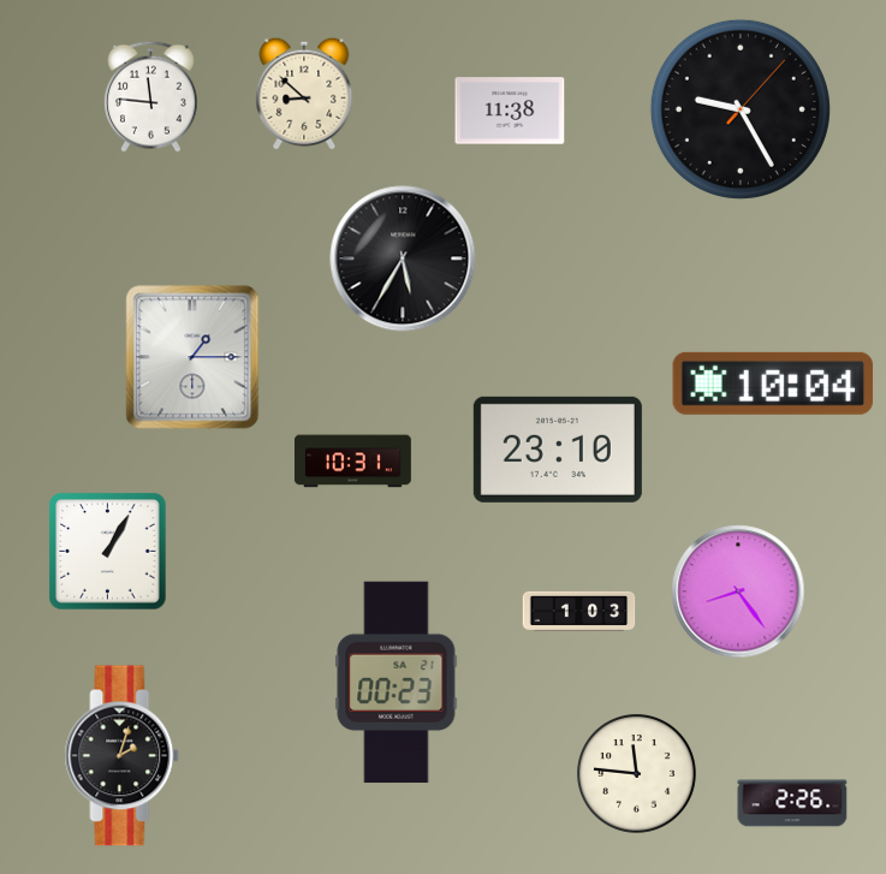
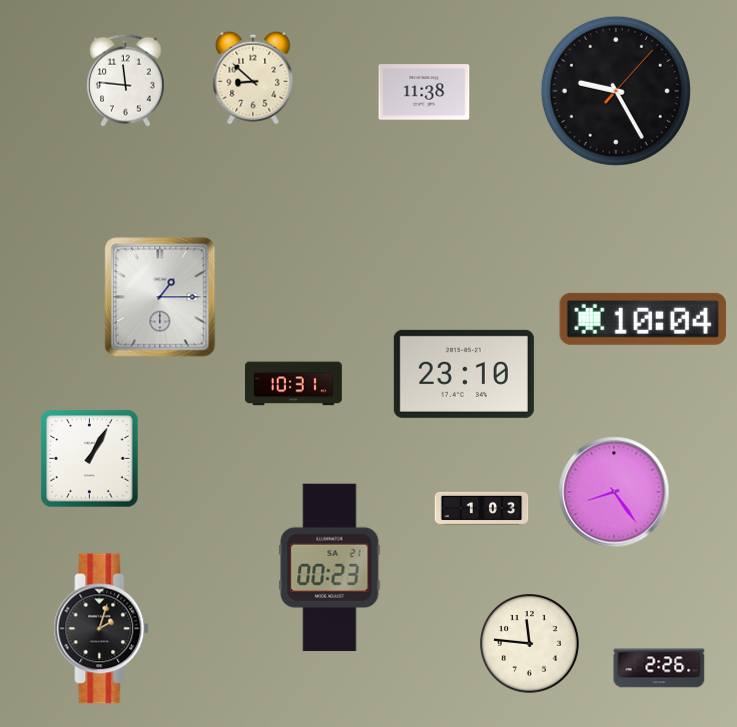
clock at (403, 258): 5:35 -> none
